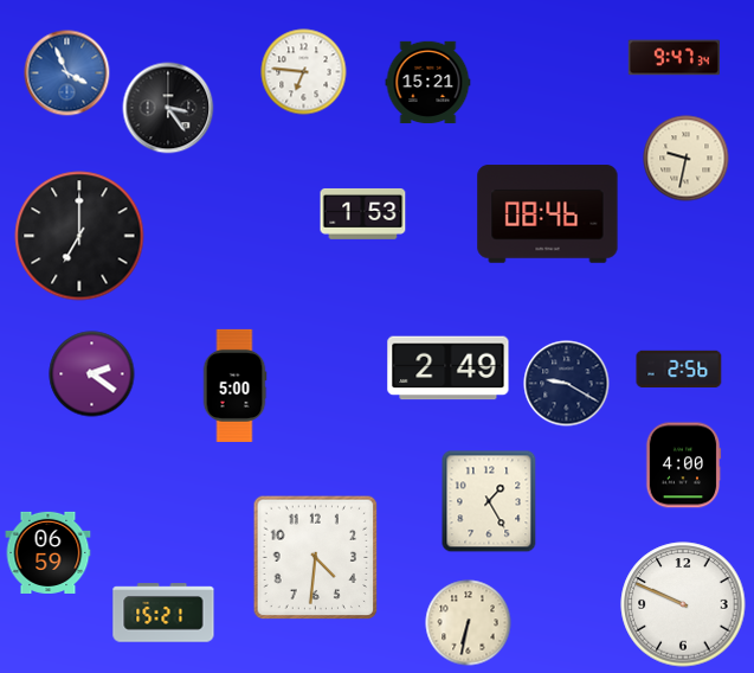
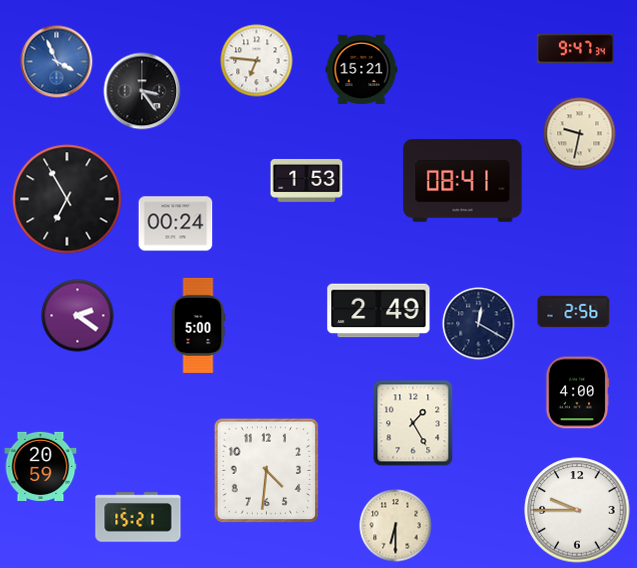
clock at (674, 58) position: (674, 58) -> (575, 49)
clock at (548, 214): 08:46 -> 08:41
clock at (79, 236): 7:00 -> 6:55
clock at (176, 224): none -> 00:24
clock at (567, 384): 9:20 -> 12:20
clock at (49, 552): 06:59 -> 20:59
clock at (683, 604): 9:49 -> 9:45
clock at (469, 623): 6:32 -> 6:30
